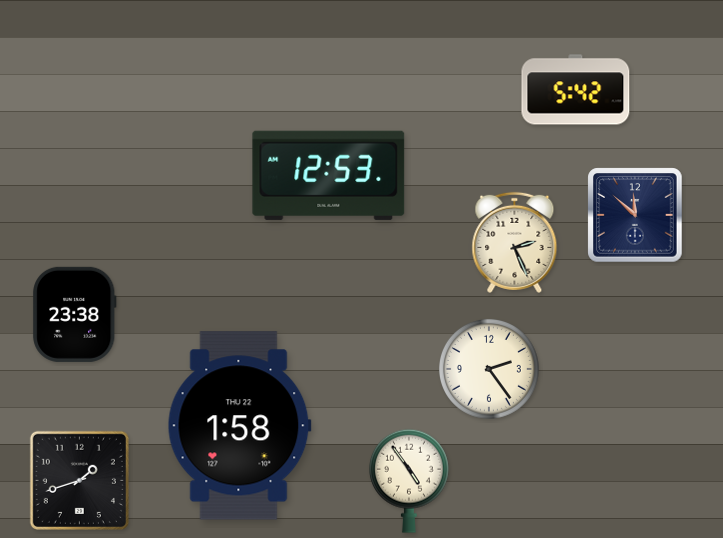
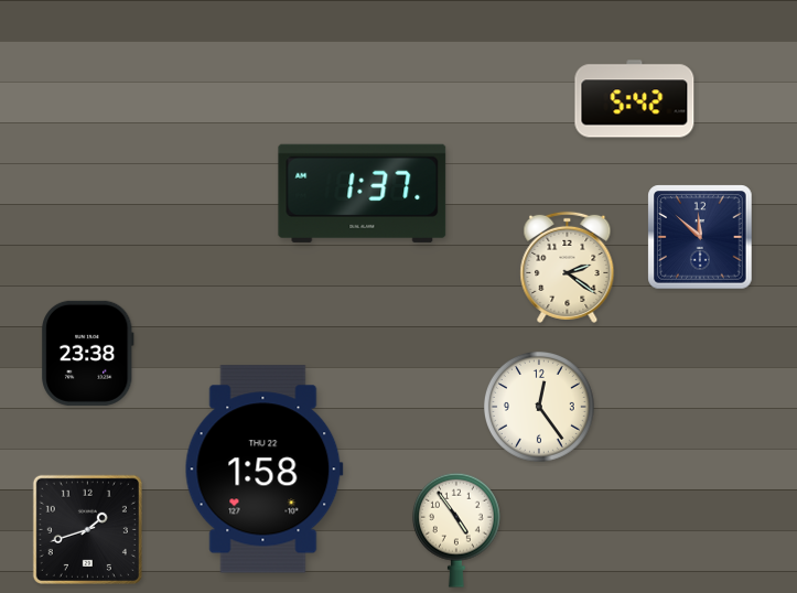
clock at (329, 175): 12:53 -> 1:37
clock at (515, 242): 2:26 -> 2:21
clock at (75, 314) position: (75, 314) -> (88, 353)
clock at (489, 369): 2:24 -> 12:24
clock at (410, 481) position: (410, 481) -> (457, 530)
